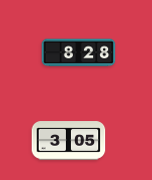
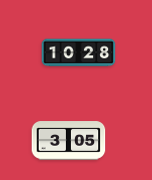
clock at (79, 53): 8:28 -> 10:28
